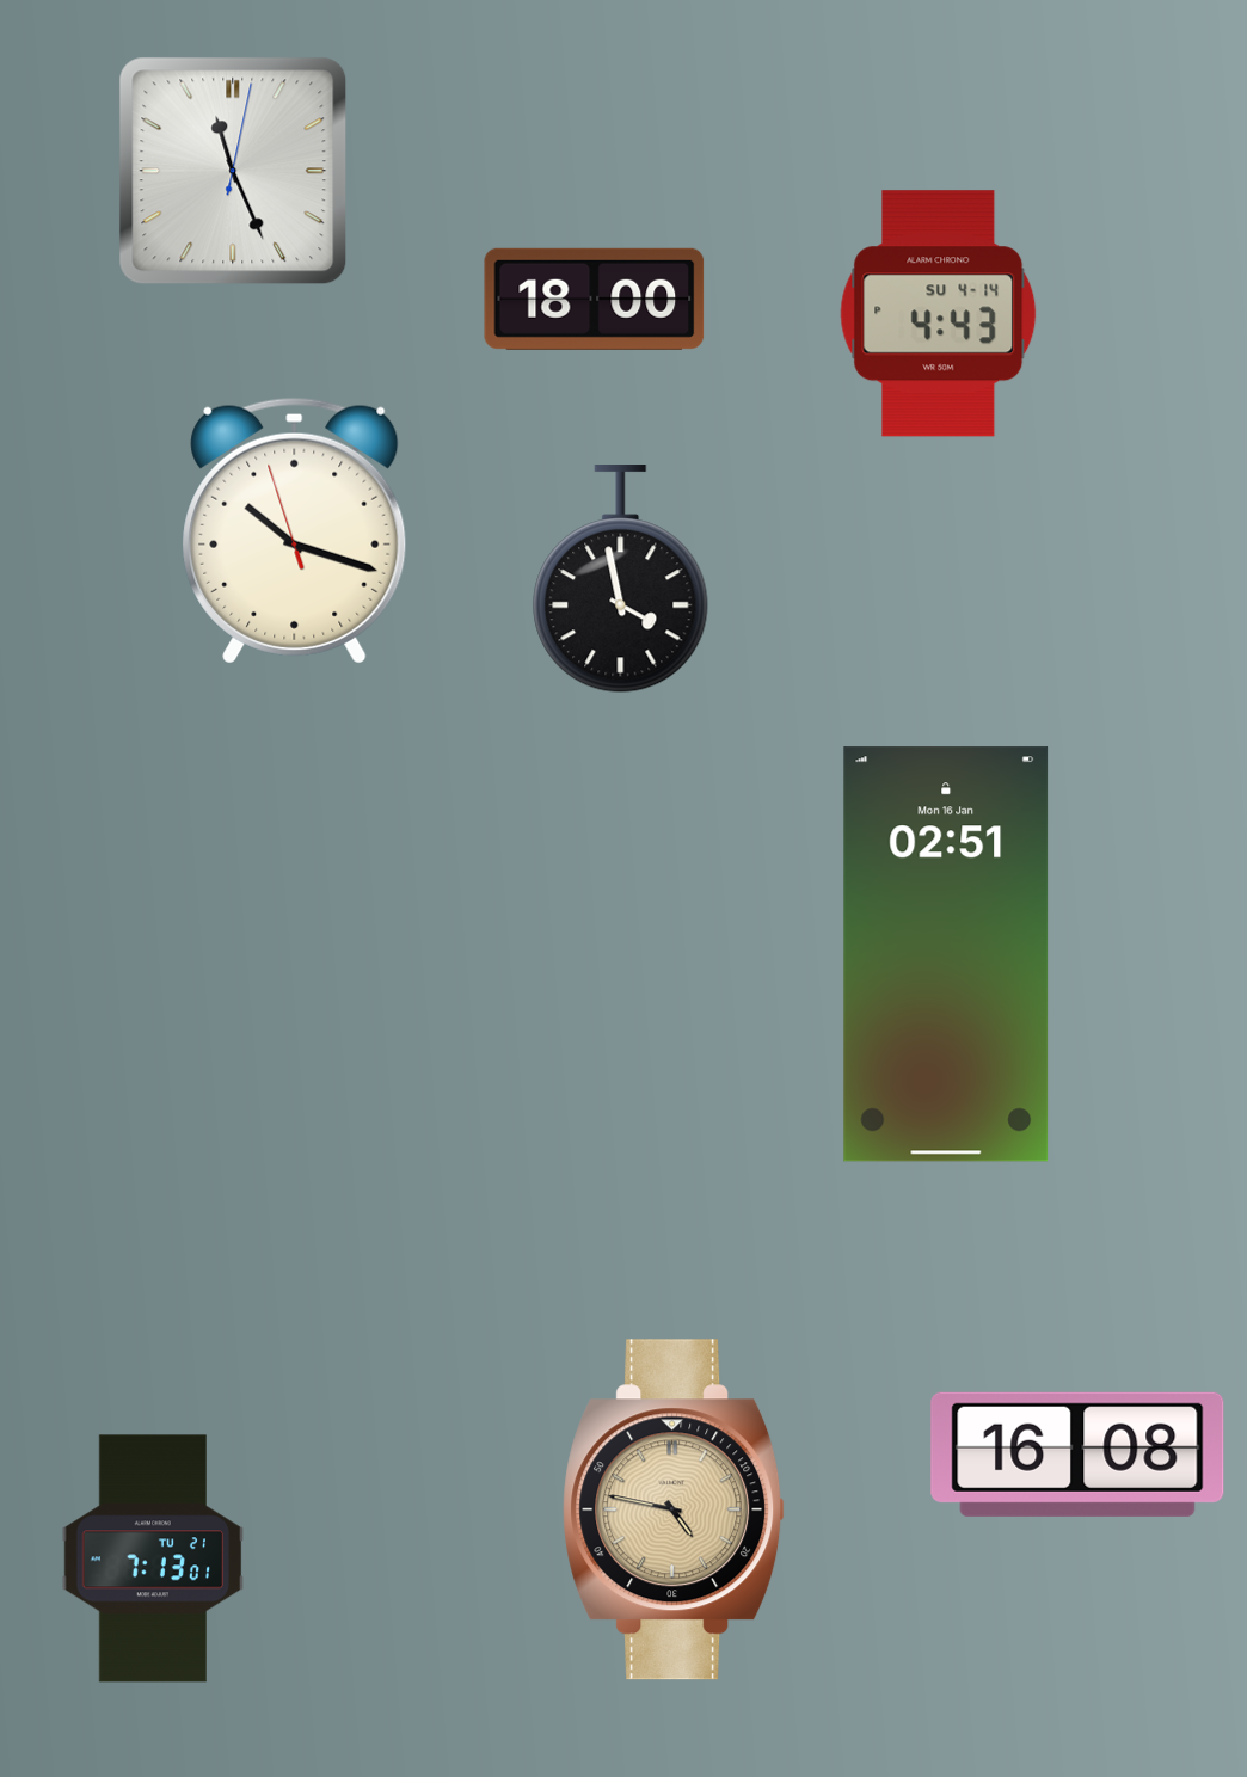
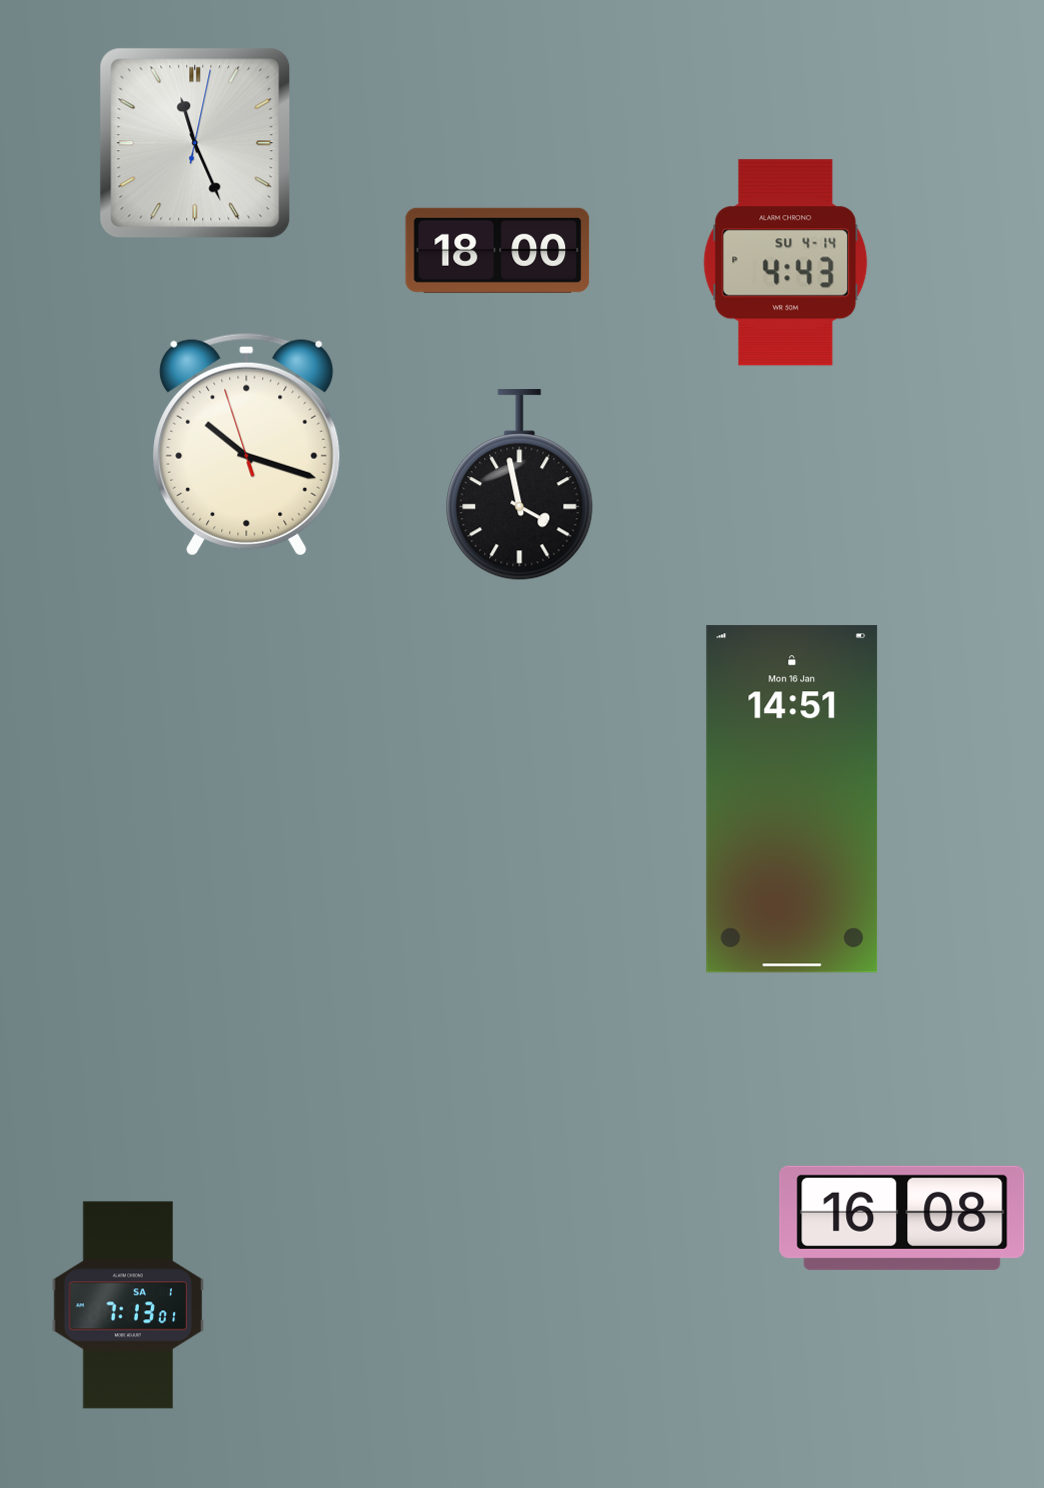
clock at (946, 954): 02:51 -> 14:51
clock at (675, 1509): 4:47 -> none
clock at (153, 1558) date: TU 21 -> SA 1
